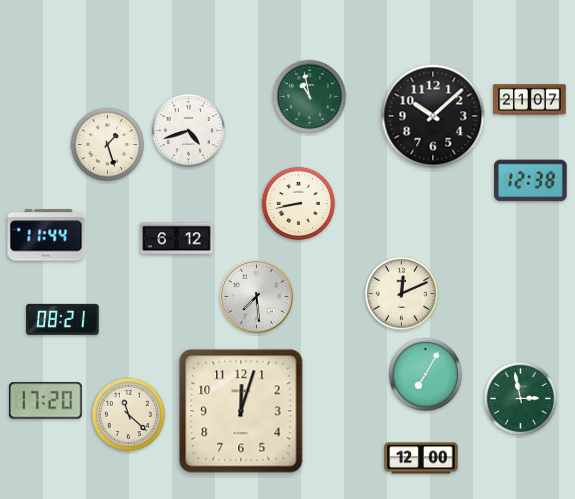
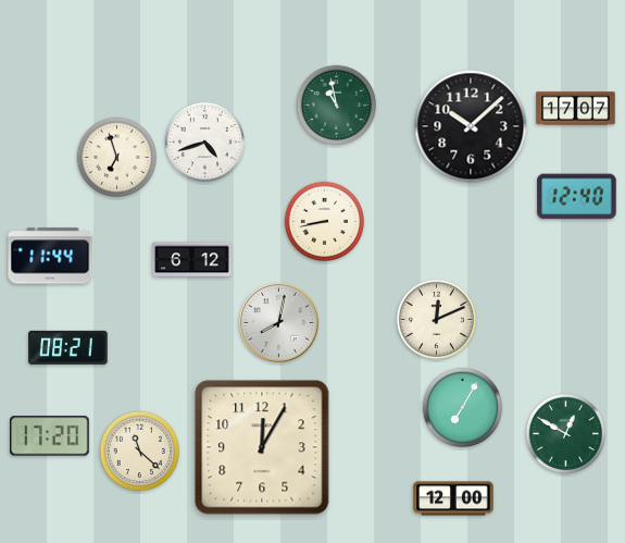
clock at (530, 100): 21:07 -> 17:07
clock at (107, 144): 1:27 -> 6:57
clock at (531, 181): 12:38 -> 12:40
clock at (257, 297): 7:29 -> 8:02
clock at (520, 398): 2:58 -> 12:50
clock at (241, 411): 12:03 -> 12:05
clock at (421, 458) position: (421, 458) -> (453, 498)
